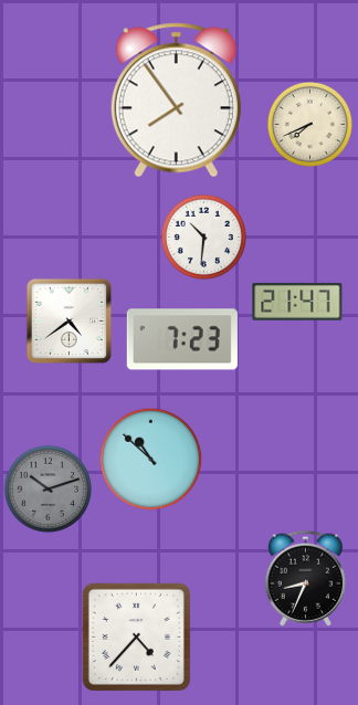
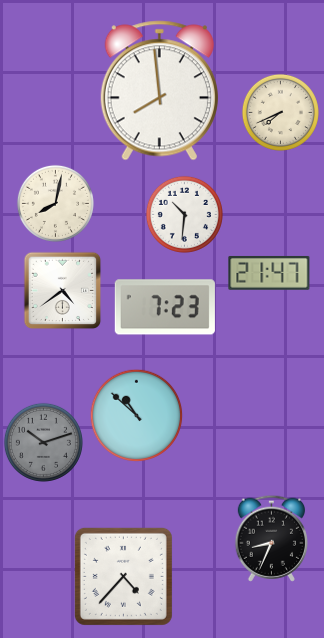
clock at (176, 101): 7:54 -> 7:59
clock at (55, 203): none -> 8:02
clock at (305, 578) position: (305, 578) -> (271, 538)
